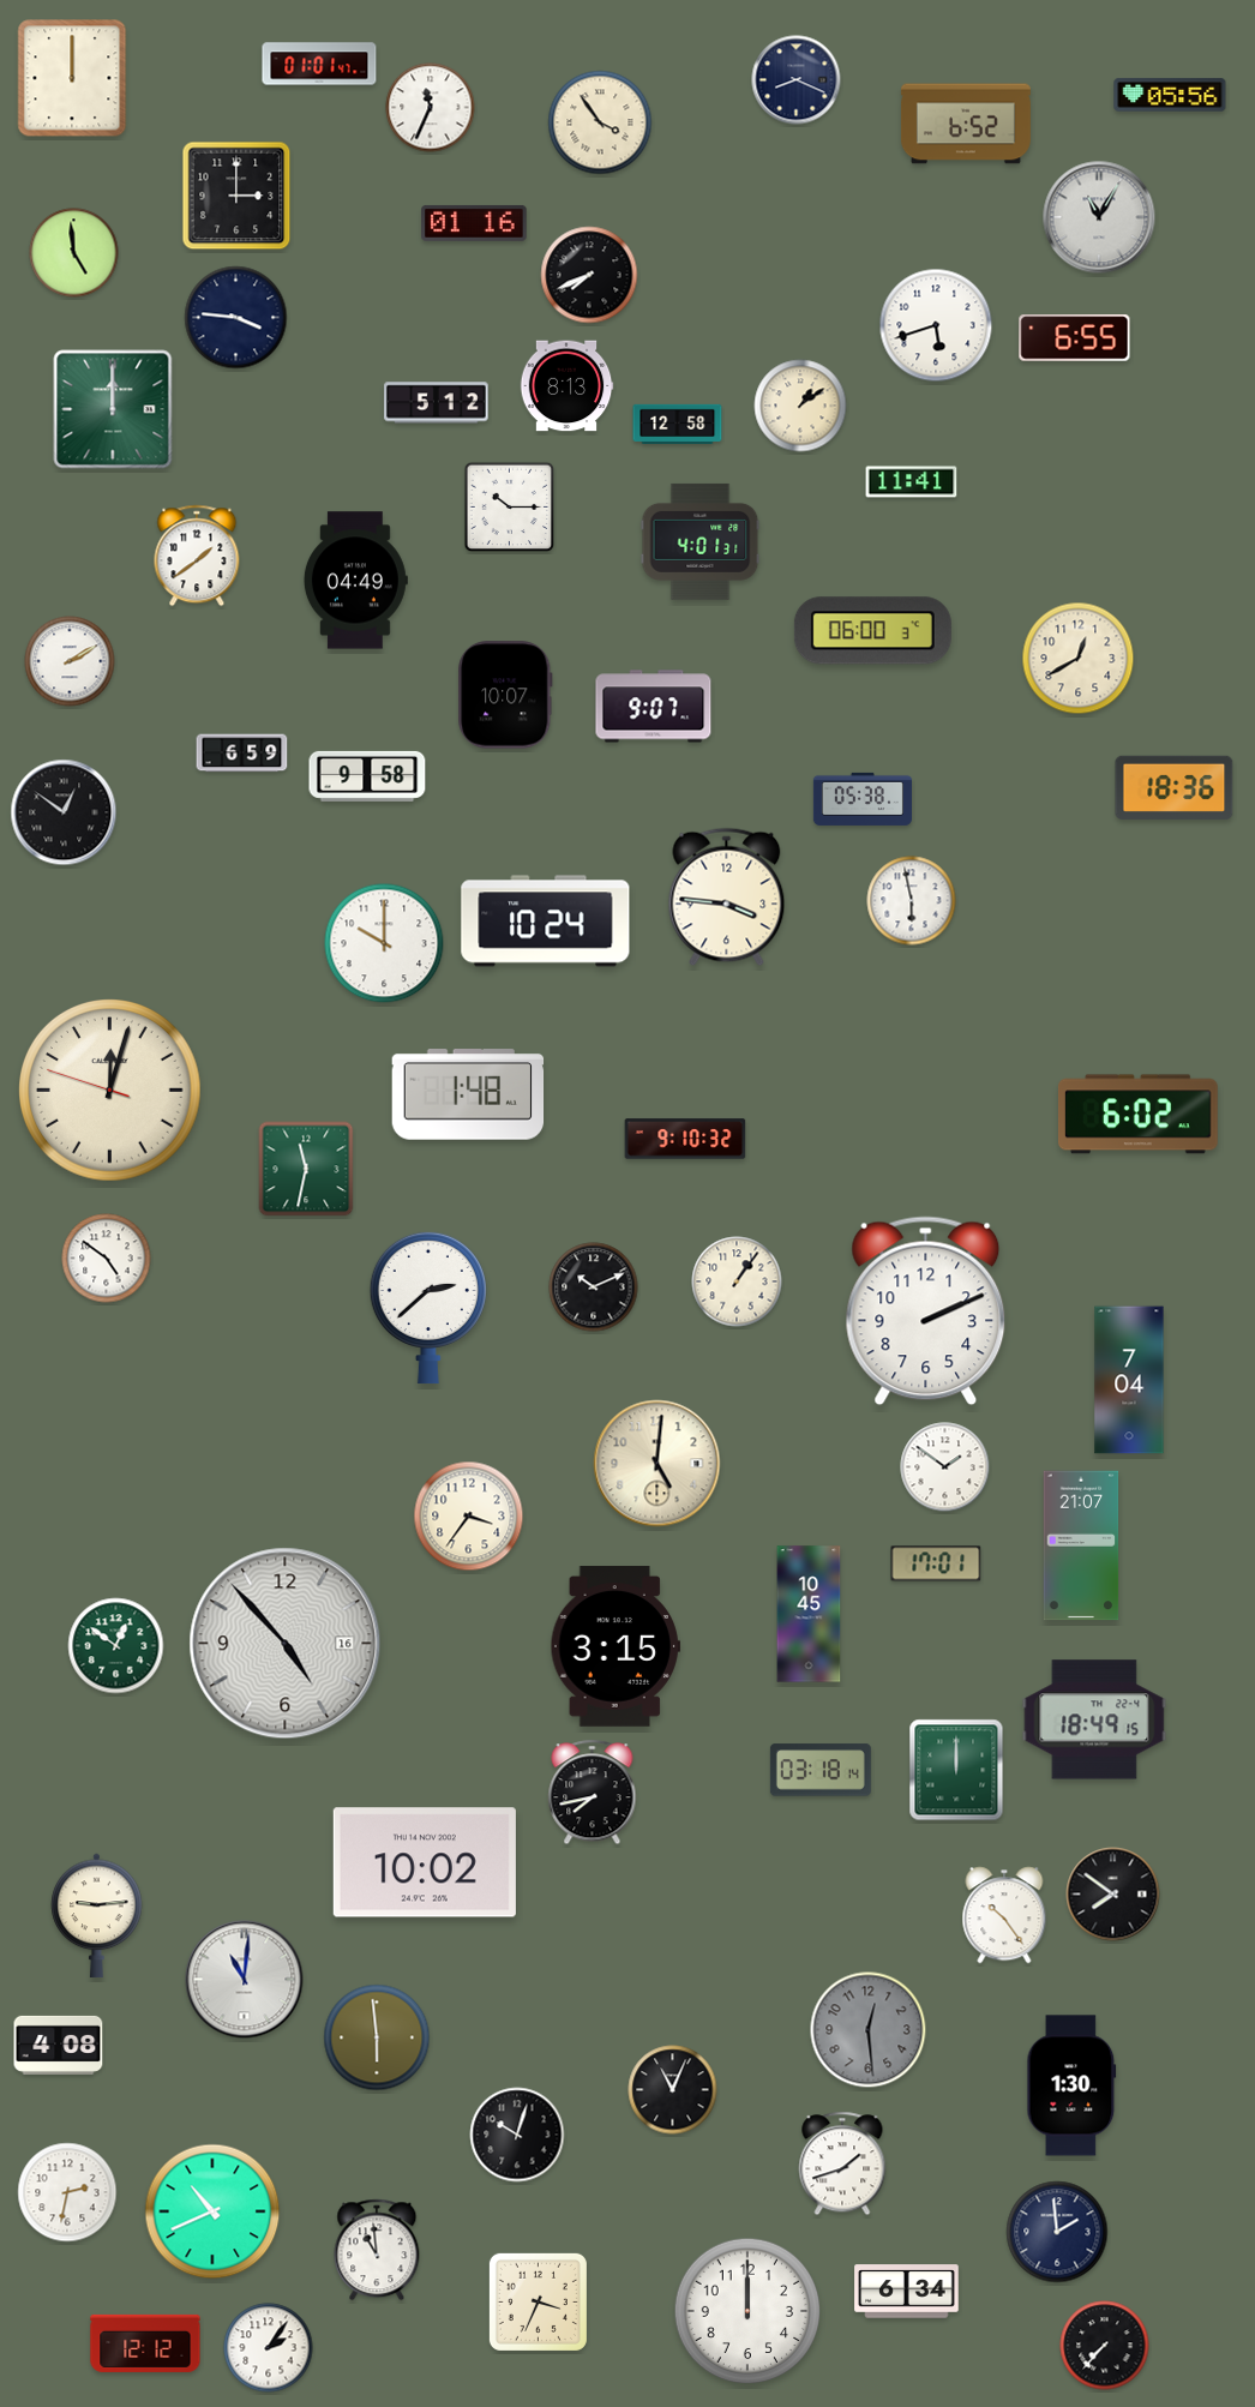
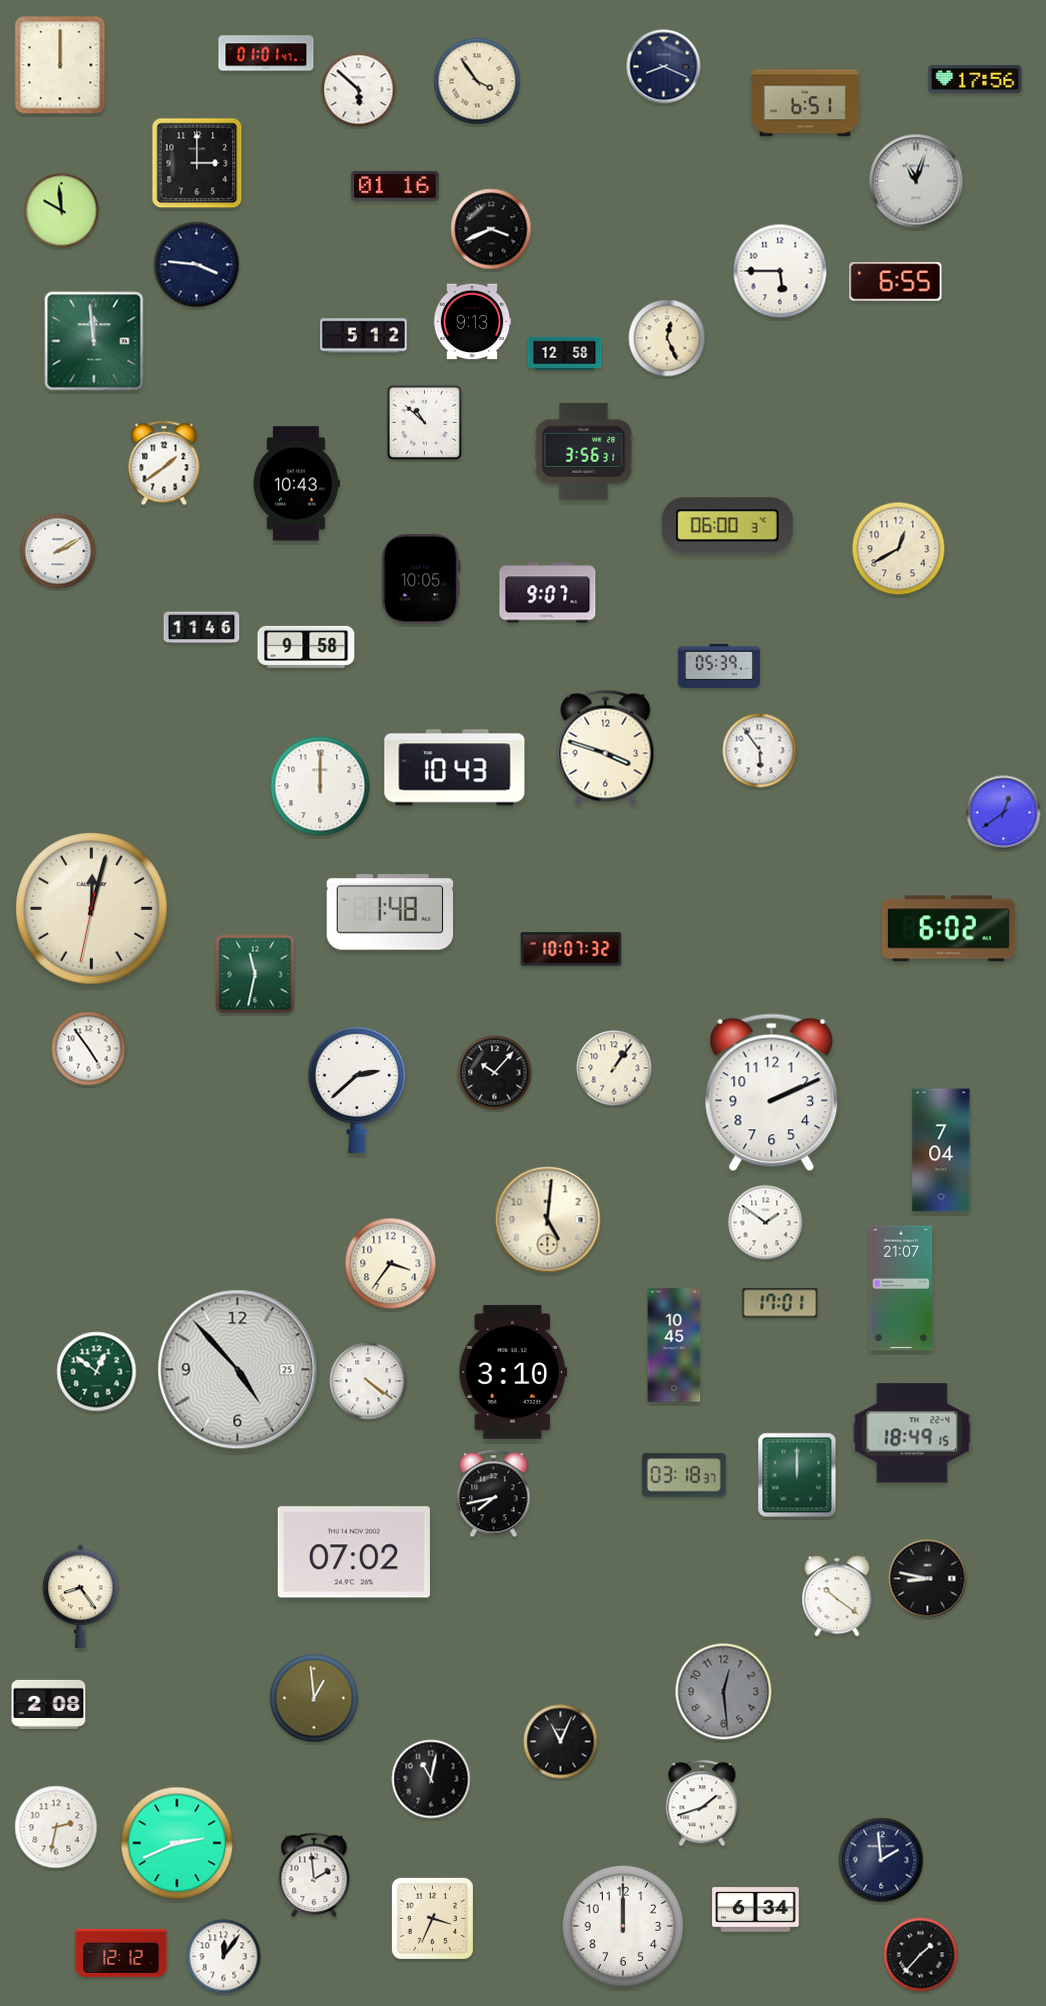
clock at (1170, 95): 05:56 -> 17:56
clock at (431, 108): 11:34 -> 5:52
clock at (600, 122) position: (600, 122) -> (477, 81)
clock at (966, 124): 6:52 -> 6:51
clock at (1099, 217): 11:05 -> 11:03
clock at (74, 253): 4:59 -> 9:59
clock at (589, 275): 7:41 -> 3:41
clock at (936, 325): 5:42 -> 5:45
clock at (566, 386): 8:13 -> 9:13
clock at (800, 406): 1:09 -> 12:26
clock at (113, 409): 12:00 -> 11:59
clock at (912, 482): 11:41 -> none
clock at (510, 508): 10:15 -> 10:52
clock at (701, 541): 4:01 -> 3:56
clock at (355, 581): 04:49 -> 10:43
clock at (505, 695): 10:07 -> 10:05
clock at (654, 707) position: (654, 707) -> (548, 593)
clock at (242, 754): 6:59 -> 11:46
clock at (1175, 787): 18:36 -> none
clock at (863, 799): 05:38 -> 05:39
clock at (64, 812): 12:51 -> none
clock at (727, 898): 3:46 -> 3:48
clock at (912, 901): 5:58 -> 5:54
clock at (546, 922): 10:24 -> 10:43
clock at (384, 943): 10:00 -> 12:00
clock at (1004, 813): none -> 12:39
clock at (110, 1091): 12:02:48 -> 12:02:32
clock at (685, 1139): 9:10 -> 10:07
clock at (107, 1259): 4:51 -> 4:54
clock at (594, 1287): 10:11 -> 10:07
clock at (945, 1467) position: (945, 1467) -> (766, 1223)
clock at (286, 1644) date: 16 -> 25
clock at (614, 1646): 3:15 -> 3:10
clock at (368, 1381): none -> 4:21
clock at (821, 1770): 03:18:14 -> 03:18:37
clock at (425, 1862): 10:02 -> 07:02
clock at (1113, 1895): 7:51 -> 8:47
clock at (1004, 1915): 10:24 -> 10:21
clock at (97, 1916): 9:14 -> 8:24
clock at (245, 1980): 11:01 -> none
clock at (377, 2037): 5:59 -> 12:59
clock at (59, 2045): 4:08 -> 2:08
clock at (1071, 2085): 1:30 -> none
clock at (517, 2135): 10:03 -> 11:02
clock at (212, 2211): 10:41 -> 2:41
clock at (377, 2250): 10:59 -> 1:59
clock at (538, 2301) position: (538, 2301) -> (432, 1918)
clock at (1105, 2346): 7:37 -> 1:37
clock at (269, 2348): 2:06 -> 12:06
